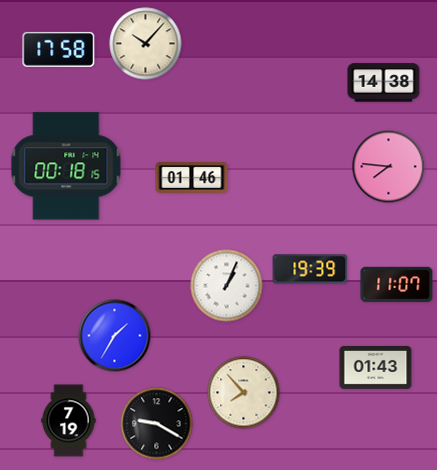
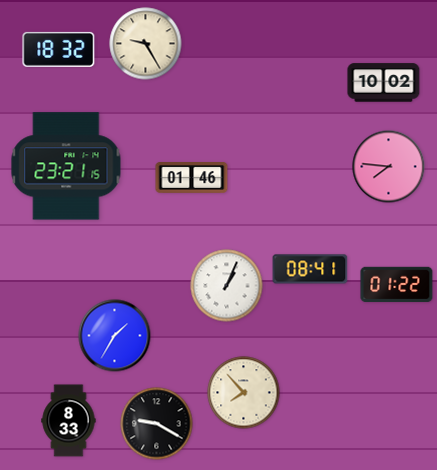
clock at (146, 44): 10:07 -> 9:25
clock at (59, 49): 17:58 -> 18:32
clock at (384, 83): 14:38 -> 10:02
clock at (66, 166): 00:18 -> 23:21
clock at (310, 269): 19:39 -> 08:41
clock at (397, 285): 11:07 -> 01:22
clock at (376, 367): 01:43 -> none
clock at (69, 421): 7:19 -> 8:33
